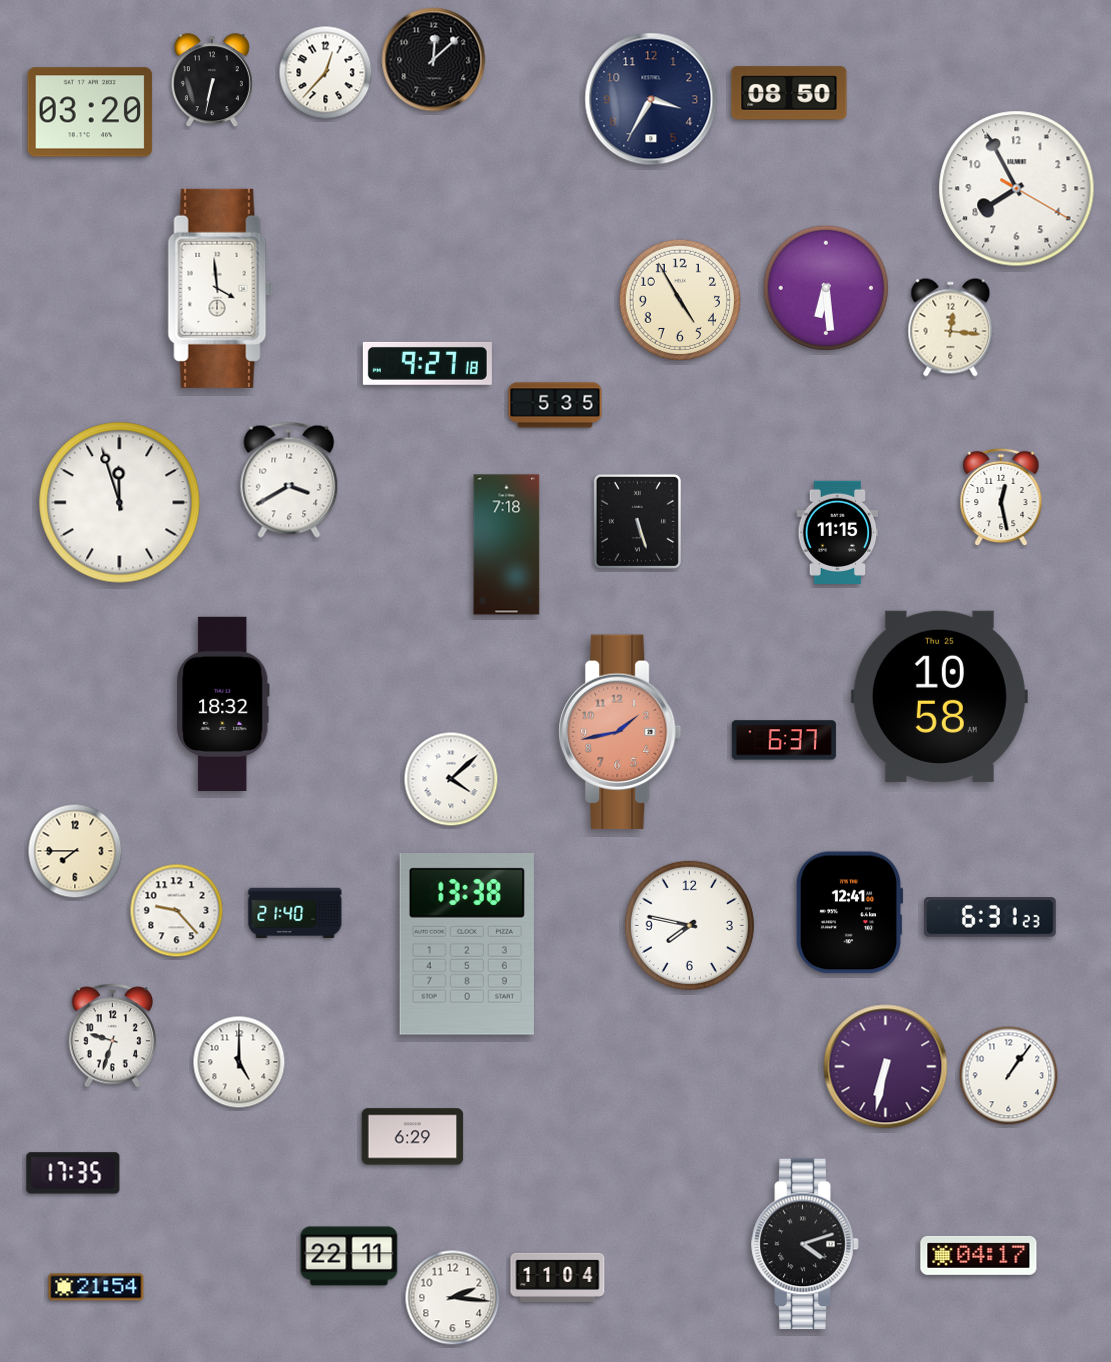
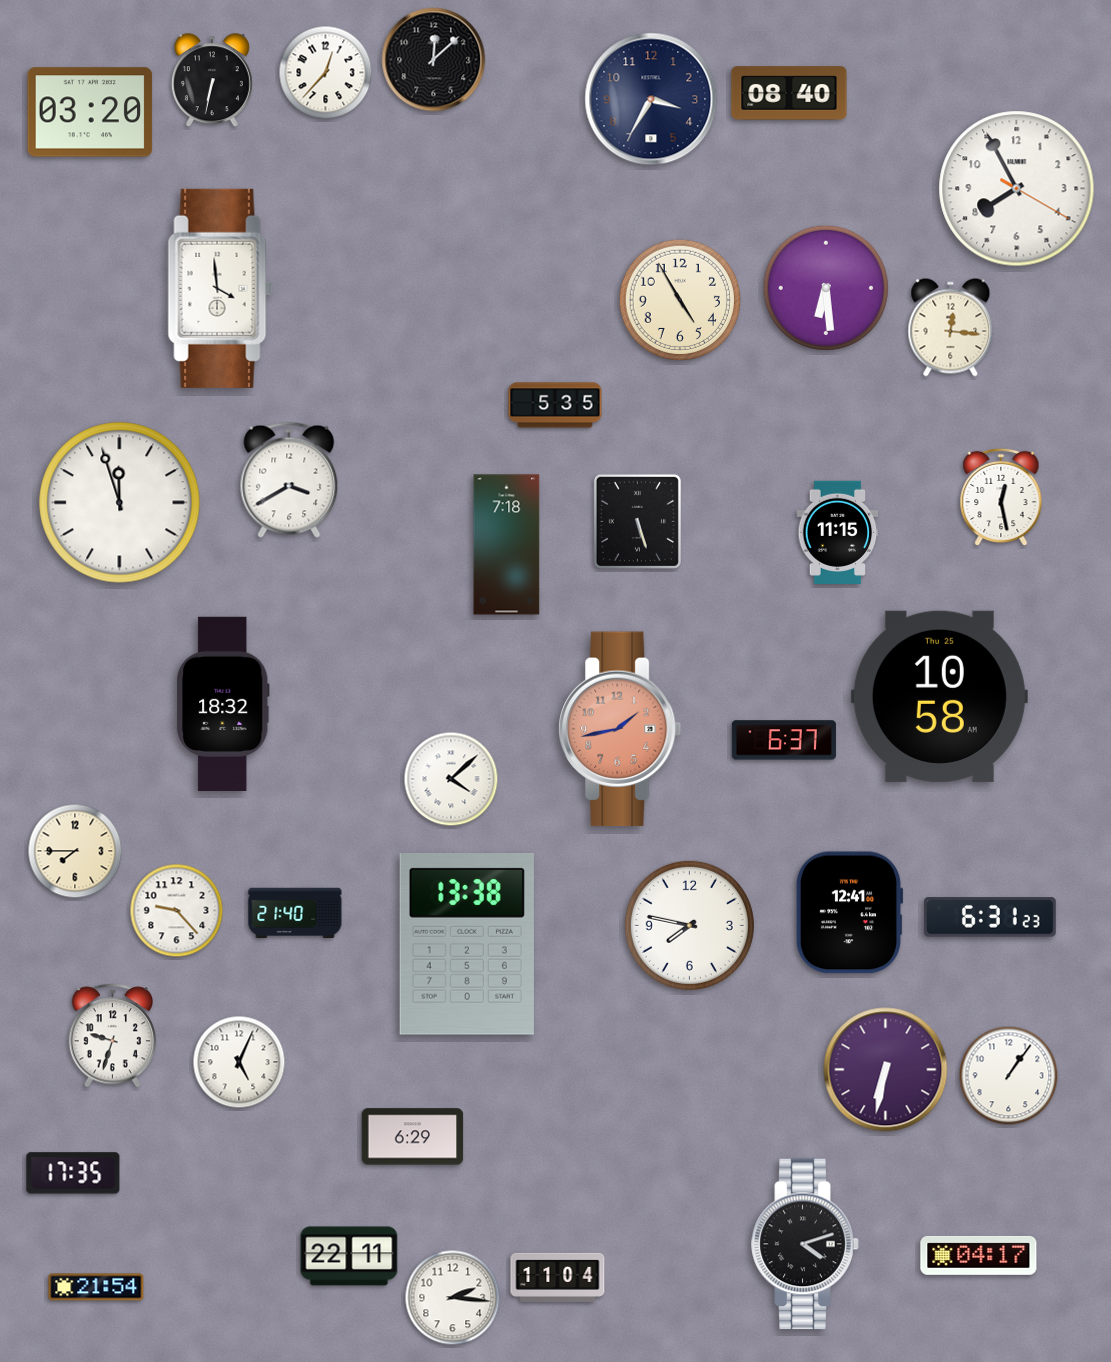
clock at (789, 93): 08:50 -> 08:40
clock at (427, 363): 9:27 -> none
clock at (621, 732) position: (621, 732) -> (621, 729)
clock at (239, 1062): 5:00 -> 5:04
clock at (886, 1067) position: (886, 1067) -> (886, 1070)
